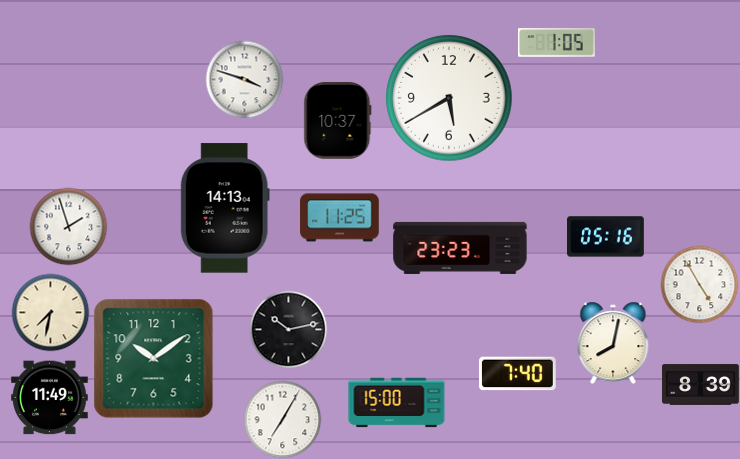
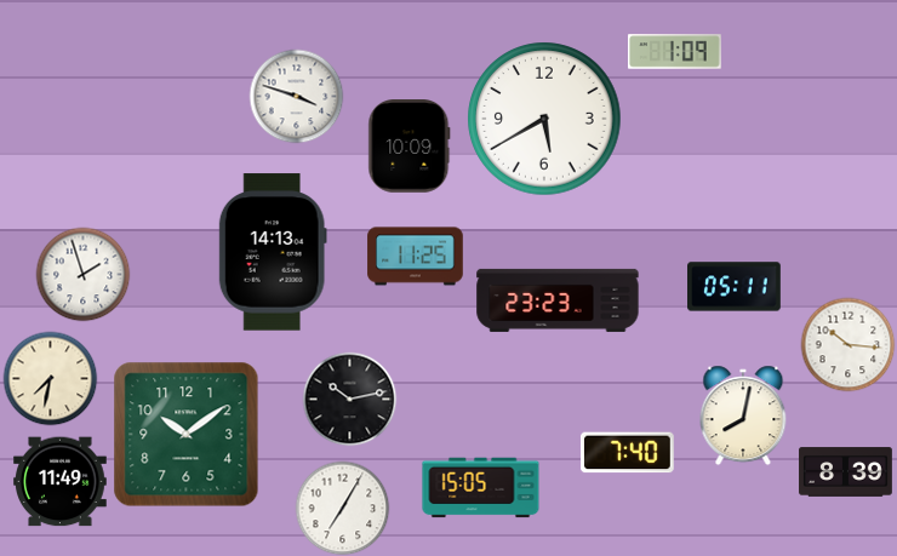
clock at (557, 43): 1:05 -> 1:09
clock at (338, 121): 10:37 -> 10:09
clock at (340, 218) position: (340, 218) -> (416, 257)
clock at (606, 237): 05:16 -> 05:11
clock at (699, 284): 4:55 -> 10:16
clock at (50, 312) position: (50, 312) -> (50, 378)
clock at (701, 385) position: (701, 385) -> (846, 472)
clock at (397, 403): 15:00 -> 15:05
